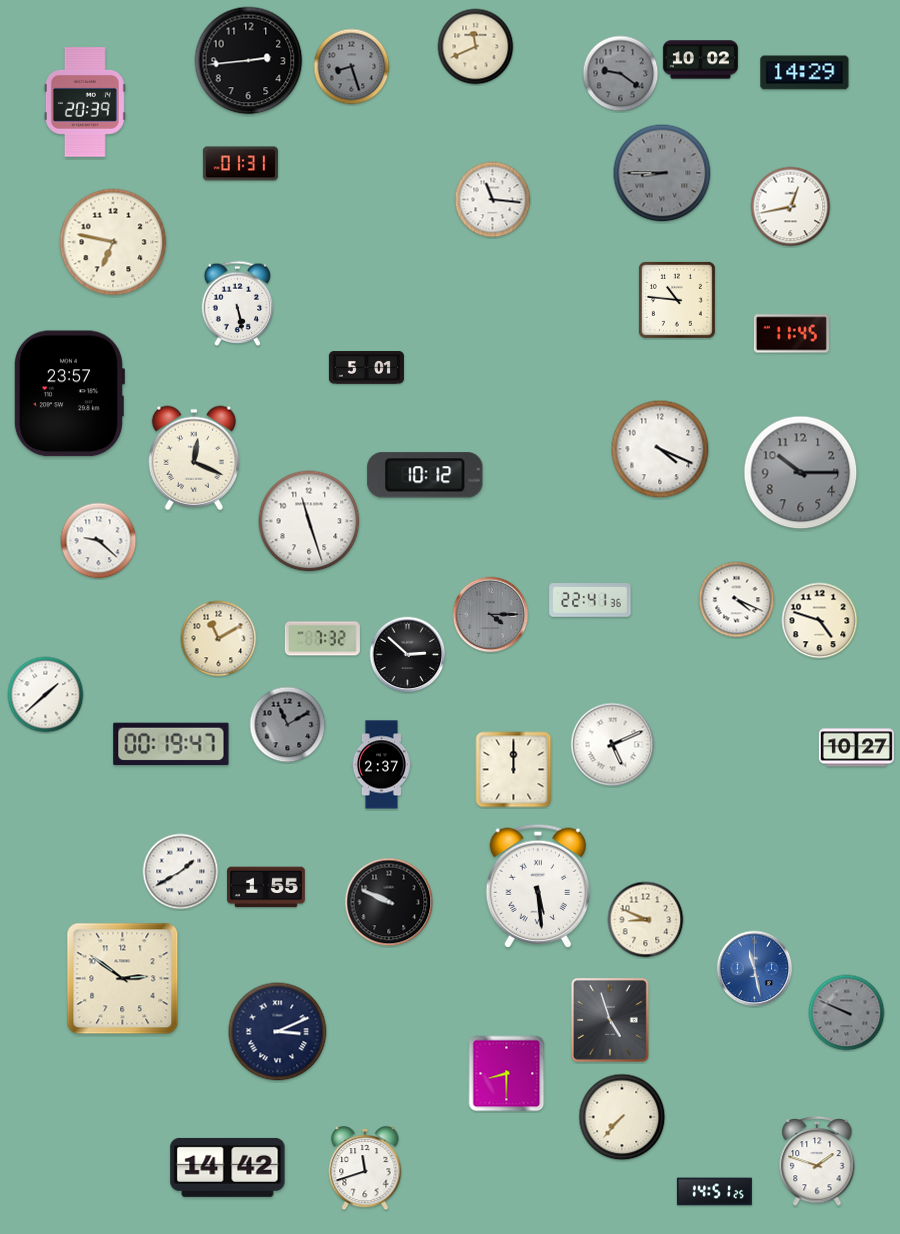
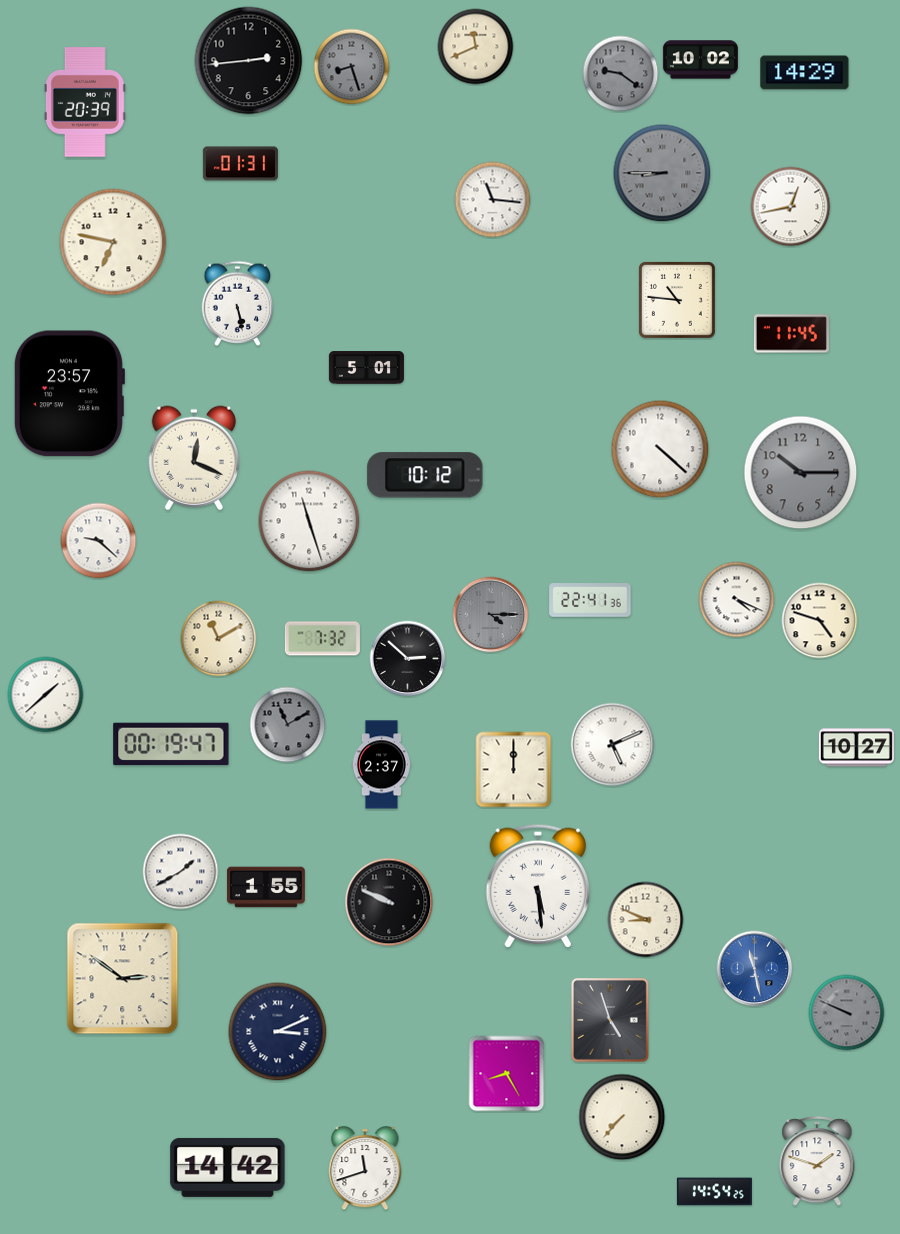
clock at (660, 449): 4:19 -> 4:22
clock at (408, 655) position: (408, 655) -> (408, 659)
clock at (507, 1074): 8:30 -> 8:25
clock at (714, 1192): 14:51 -> 14:54
